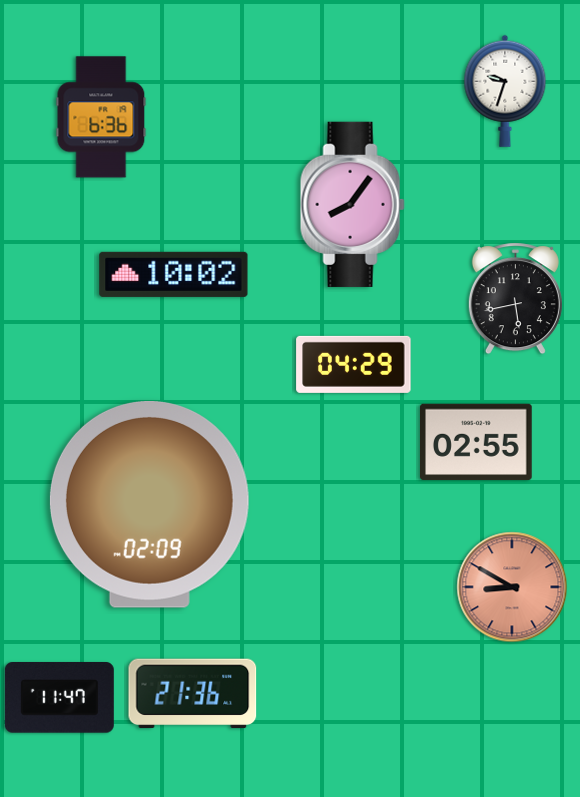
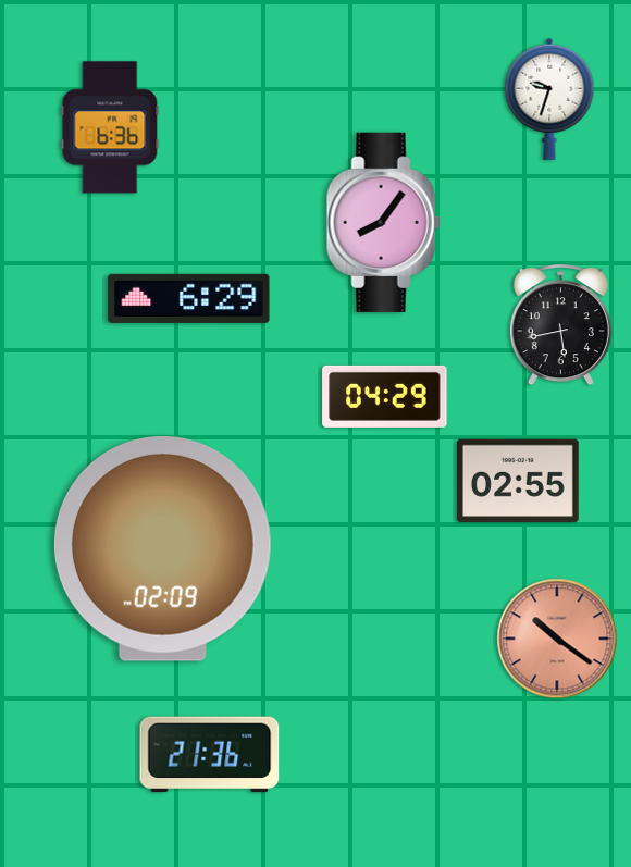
clock at (174, 274): 10:02 -> 6:29
clock at (512, 587): 8:50 -> 10:21
clock at (59, 698): 11:47 -> none
